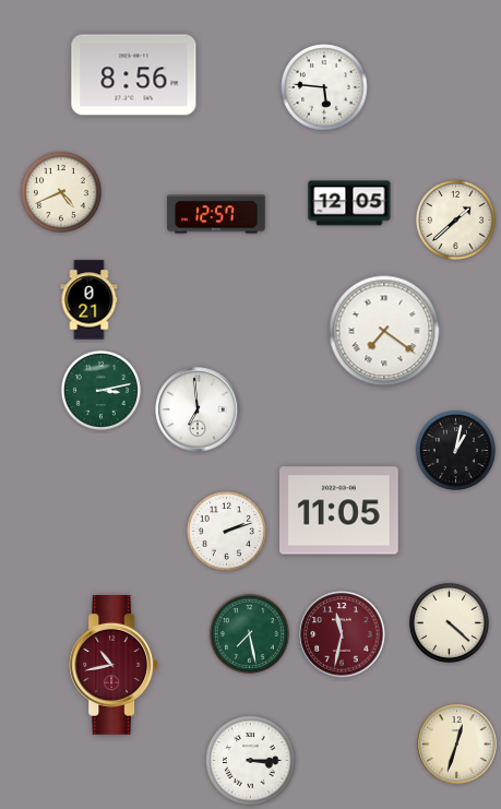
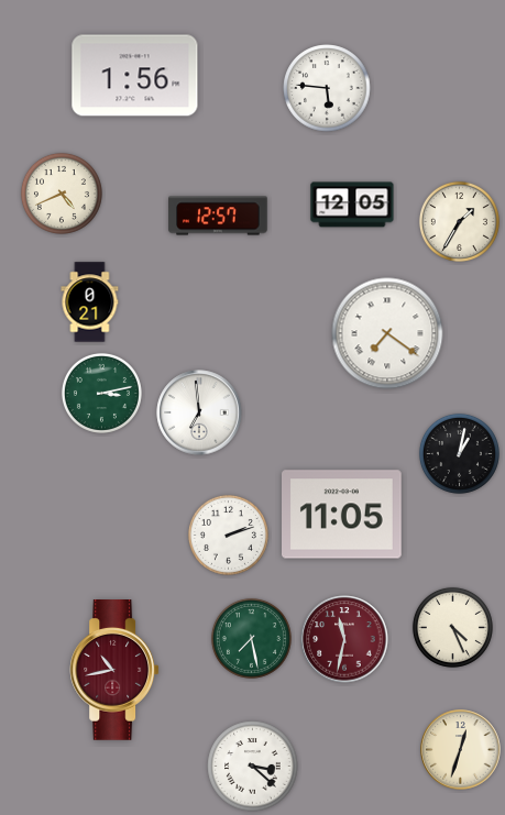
clock at (134, 75): 8:56 -> 1:56
clock at (455, 219): 1:38 -> 1:35
clock at (449, 622): 4:22 -> 4:26
clock at (251, 761): 3:15 -> 3:22
